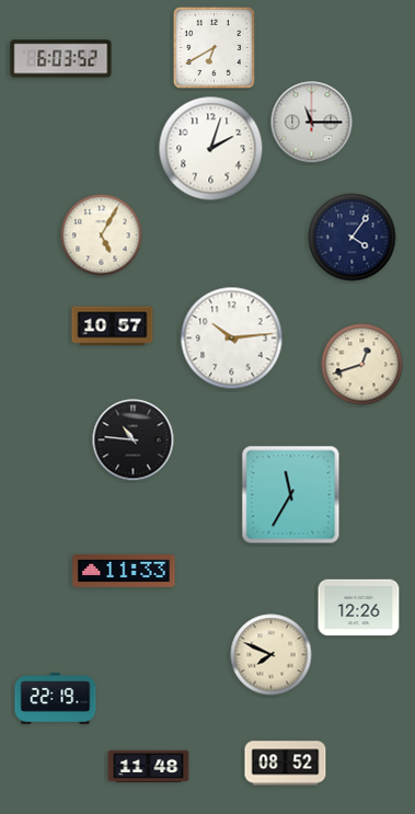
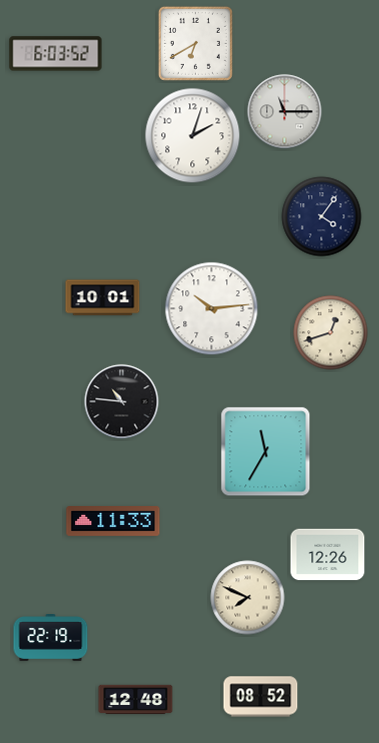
clock at (102, 236): 5:05 -> none
clock at (113, 326): 10:57 -> 10:01
clock at (149, 767): 11:48 -> 12:48
